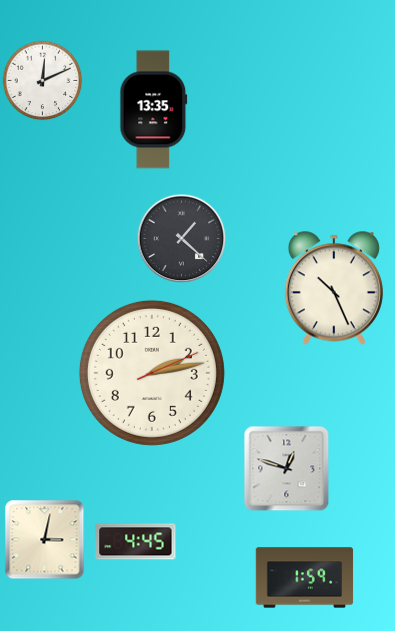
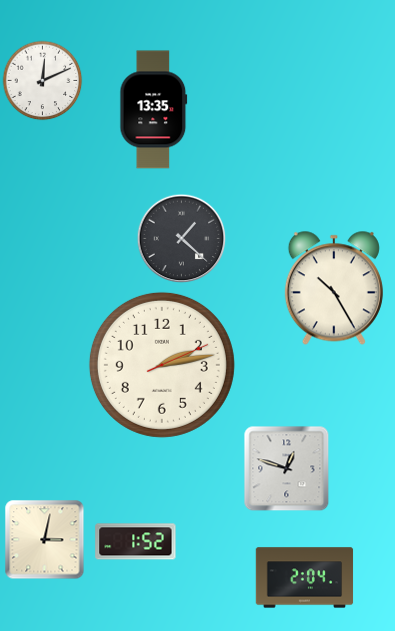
clock at (334, 288): 10:26 -> 10:25
clock at (152, 373) position: (152, 373) -> (162, 365)
clock at (136, 542): 4:45 -> 1:52
clock at (305, 578): 1:59 -> 2:04
